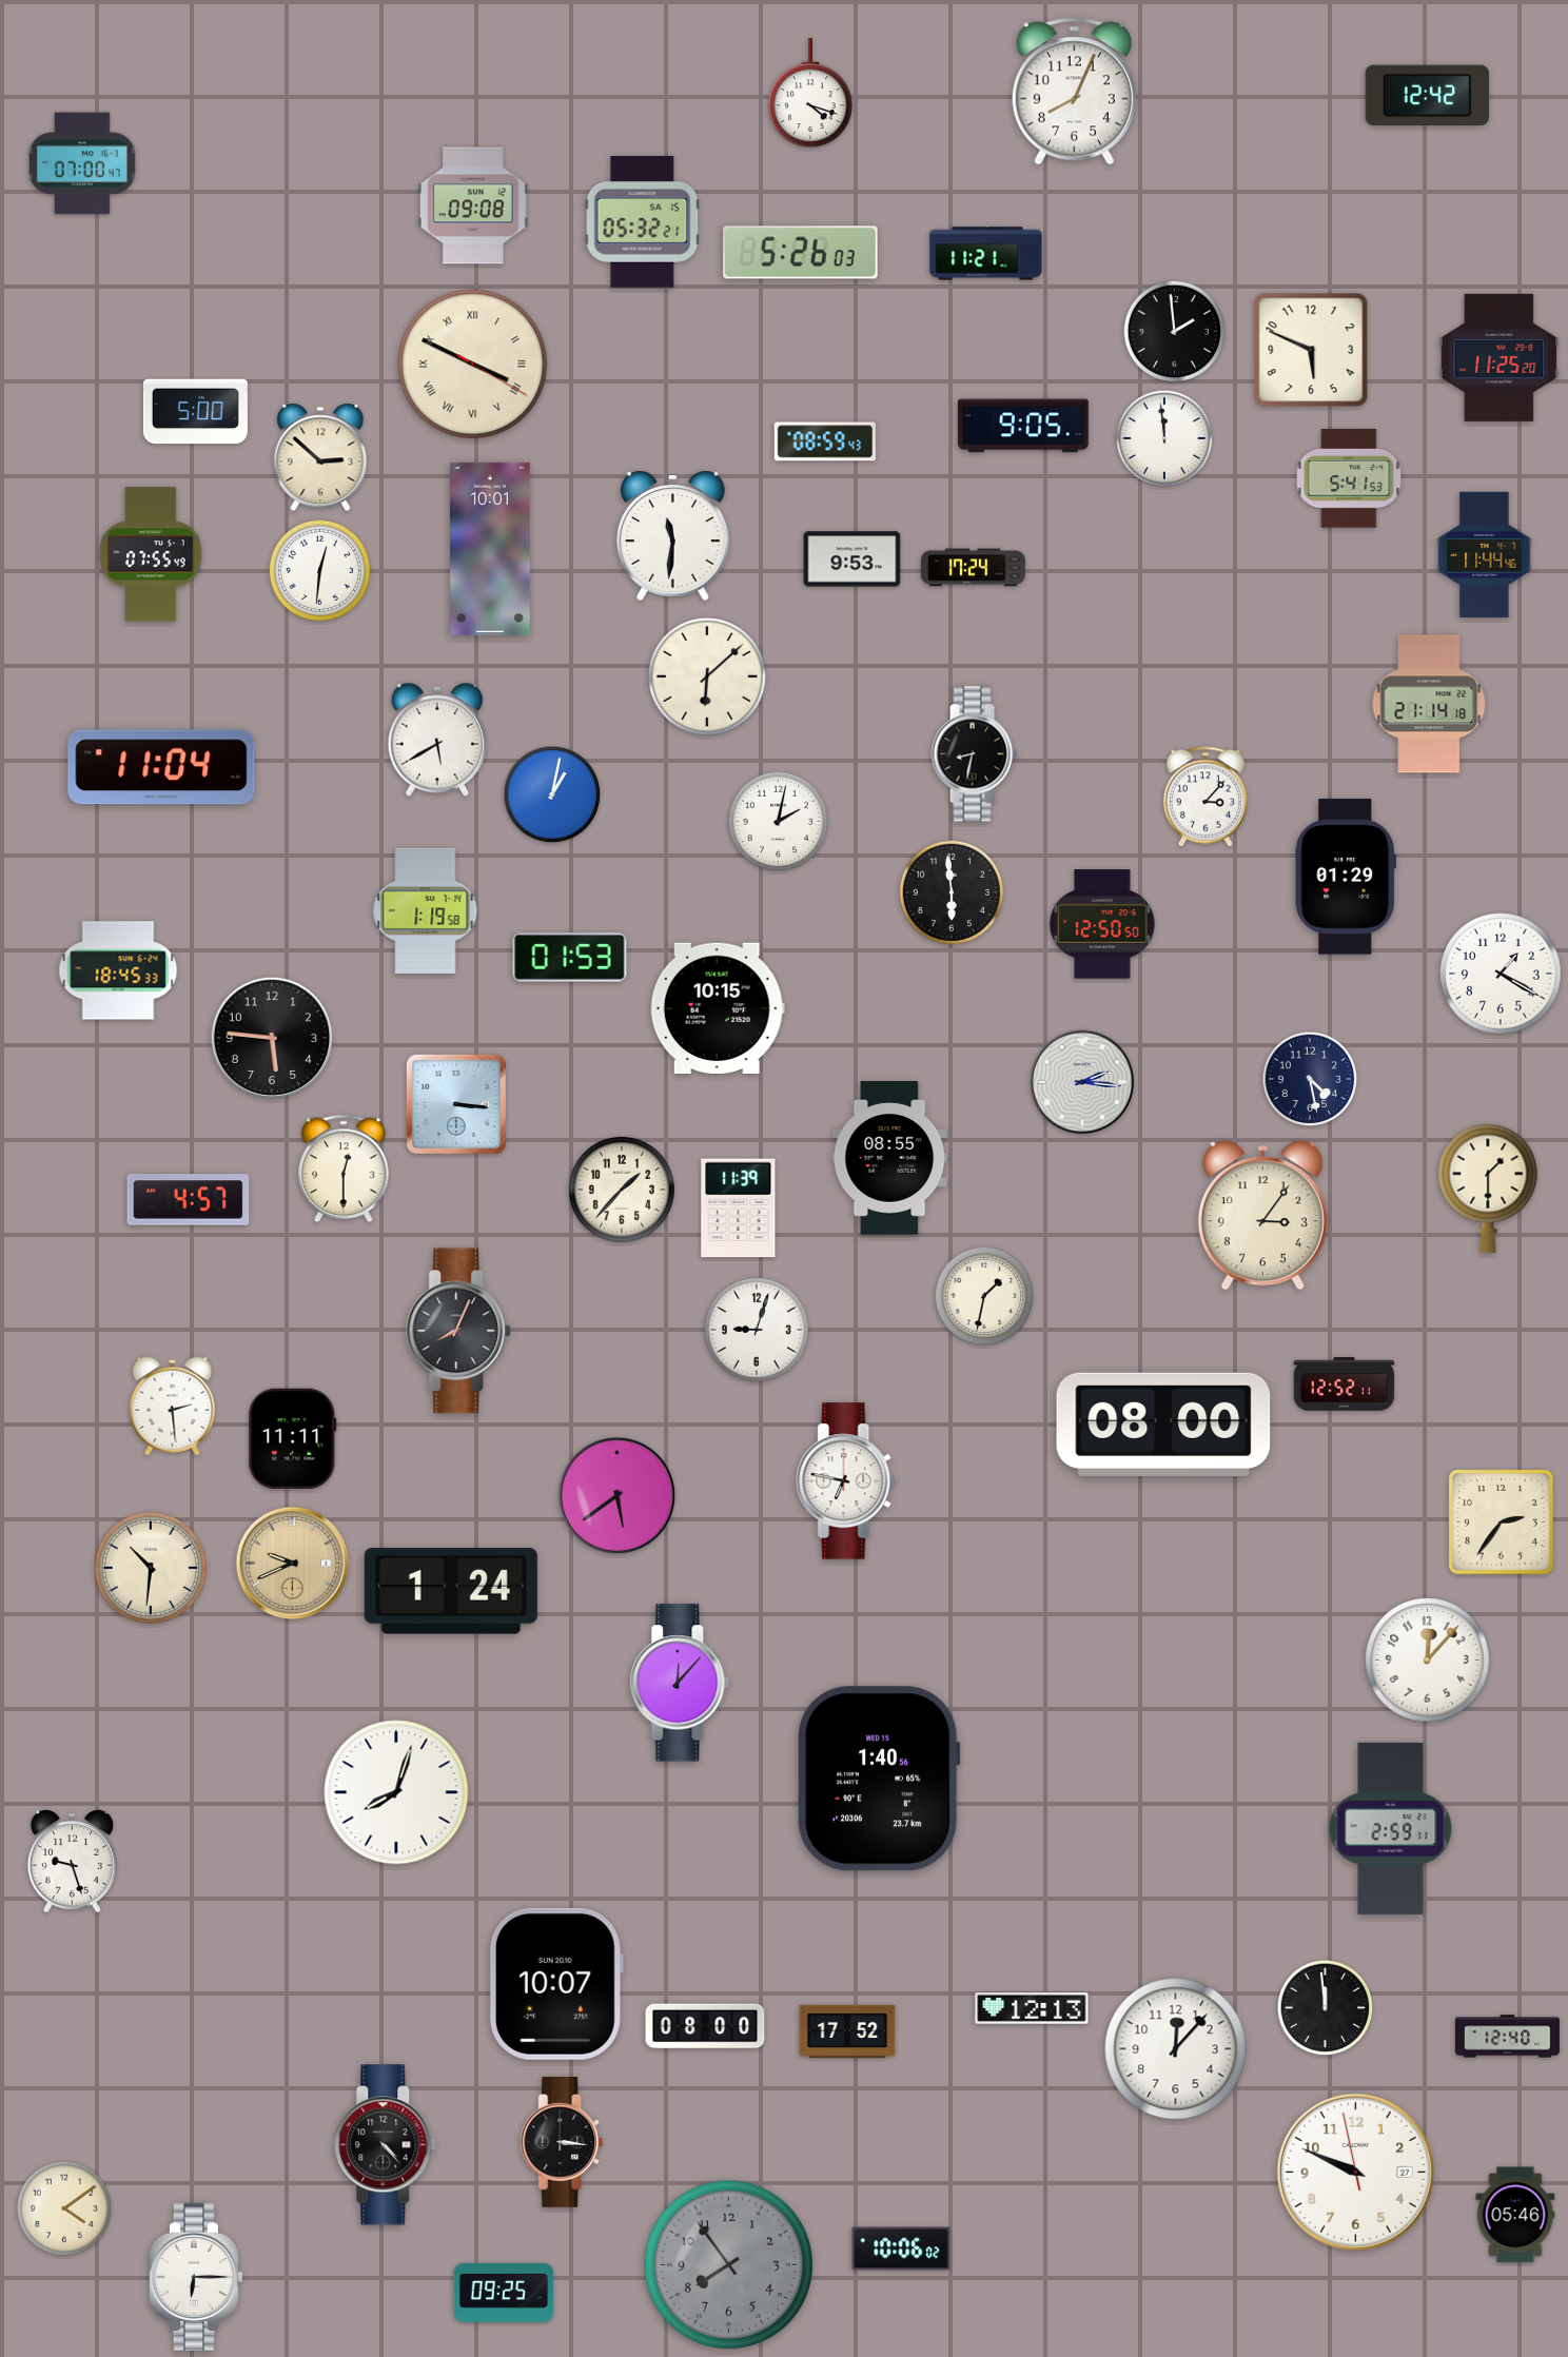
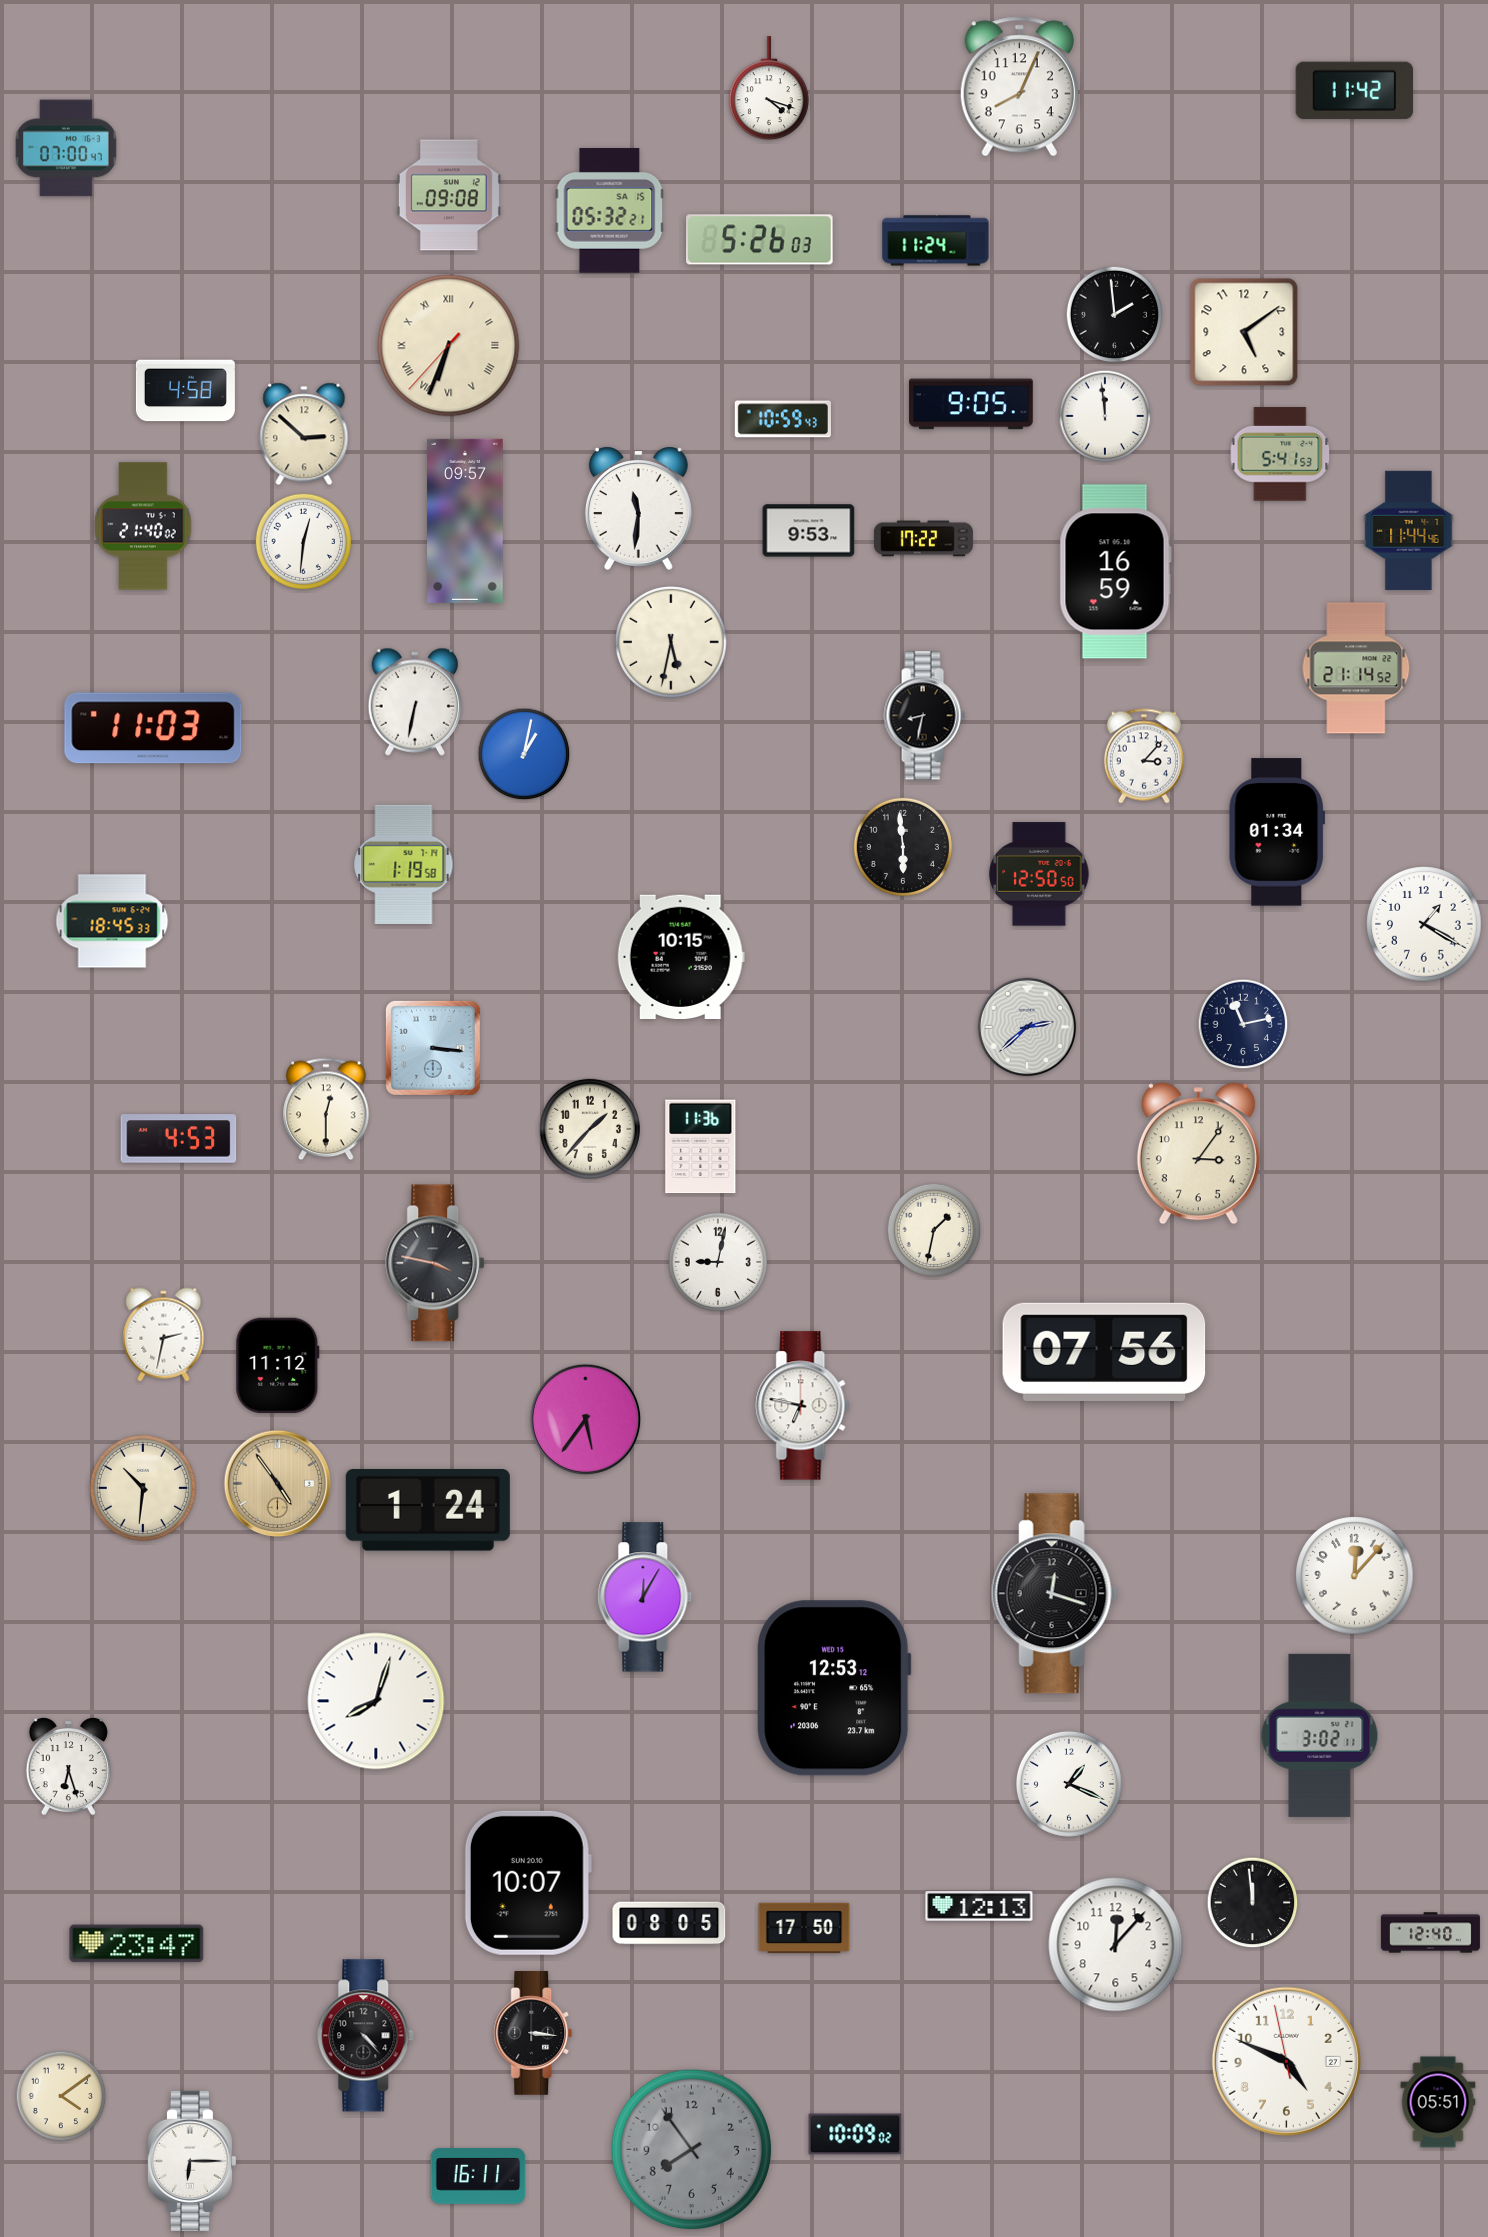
clock at (1427, 96): 12:42 -> 11:42
clock at (82, 163) position: (82, 163) -> (66, 148)
clock at (986, 254): 11:21 -> 11:24
clock at (1311, 350): 5:49 -> 5:09
clock at (1500, 357): 11:25 -> none
clock at (473, 365): 3:49 -> 6:33
clock at (195, 412): 5:00 -> 4:58
clock at (824, 441): 08:59 -> 10:59
clock at (490, 549): 10:01 -> 09:57
clock at (151, 554): 07:55 -> 21:40
clock at (1485, 554) position: (1485, 554) -> (1409, 530)
clock at (973, 568): 17:24 -> 17:22
clock at (1115, 572): none -> 16:59
clock at (708, 677): 6:08 -> 5:32
clock at (1429, 704): 21:14:18 -> 21:14:52
clock at (436, 740): 5:40 -> 6:32
clock at (161, 767): 11:04 -> 11:03
clock at (779, 822): 2:02 -> none
clock at (1346, 877): 01:29 -> 01:34
clock at (1102, 924) position: (1102, 924) -> (1039, 874)
clock at (570, 958): 01:53 -> none
clock at (271, 1037): 5:46 -> none
clock at (1310, 1079): 4:28 -> 11:13
clock at (1082, 1082): 2:16 -> 2:38
clock at (889, 1158): 08:55 -> none
clock at (1488, 1189): 1:30 -> none
clock at (189, 1200): 4:57 -> 4:53
clock at (739, 1209): 11:39 -> 11:36
clock at (757, 1330): 9:03 -> 9:02
clock at (459, 1331): 8:04 -> 3:47
clock at (1345, 1384): 12:52 -> none
clock at (173, 1407): 2:29 -> 2:32
clock at (1163, 1425): 08:00 -> 07:56
clock at (293, 1439): 11:11 -> 11:12
clock at (618, 1496): 5:39 -> 5:36
clock at (1502, 1523): 2:36 -> none
clock at (293, 1564): 9:41 -> 4:54
clock at (1054, 1594): none -> 12:18
clock at (680, 1683): 12:07 -> 12:05
clock at (880, 1779): 1:40 -> 12:53
clock at (1391, 1828): 2:59 -> 3:02
clock at (72, 1861): 9:27 -> 6:27
clock at (1069, 1784): none -> 1:19
clock at (1326, 2008) position: (1326, 2008) -> (1253, 1903)
clock at (705, 2026): 08:00 -> 08:05
clock at (847, 2031): 17:52 -> 17:50
clock at (137, 1944): none -> 23:47
clock at (1355, 2172): 9:48 -> 4:48
clock at (1515, 2215): 05:46 -> 05:51
clock at (901, 2248): 10:06 -> 10:09
clock at (196, 2277) position: (196, 2277) -> (192, 2161)
clock at (504, 2293): 09:25 -> 16:11
